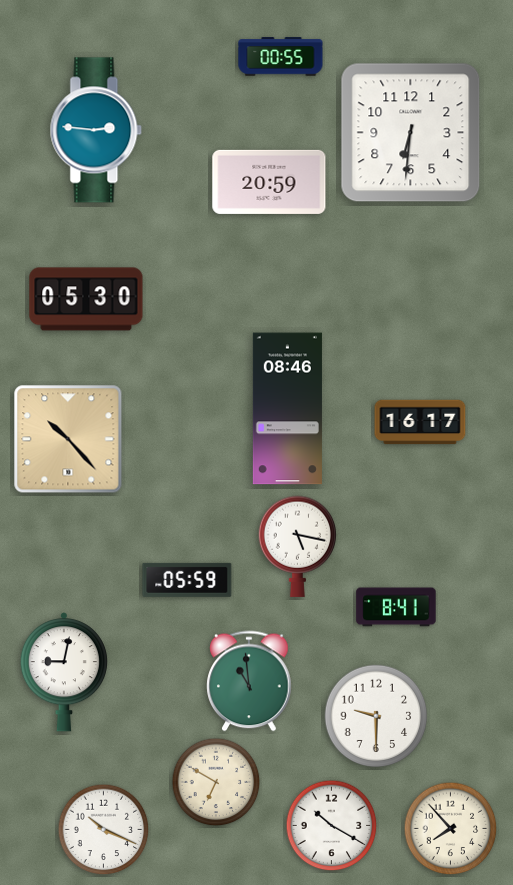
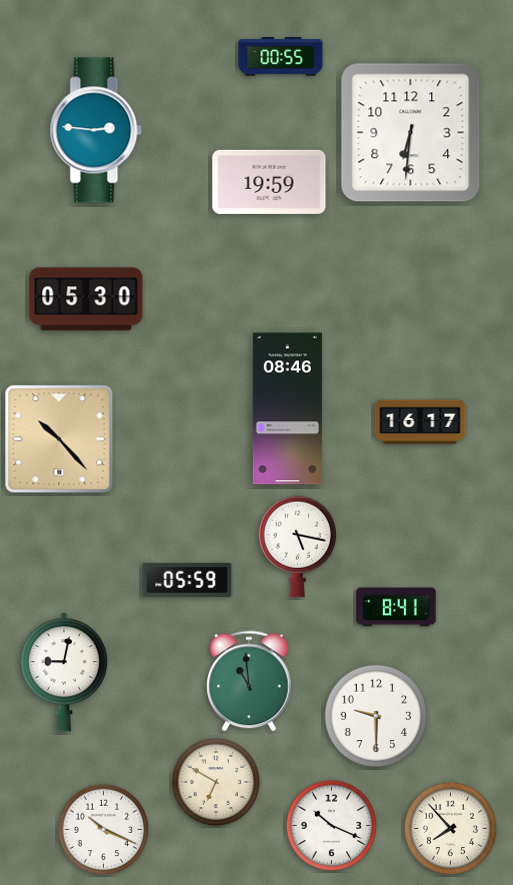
clock at (269, 182): 20:59 -> 19:59
clock at (68, 439) position: (68, 439) -> (59, 439)
clock at (332, 826): 10:20 -> 10:19
